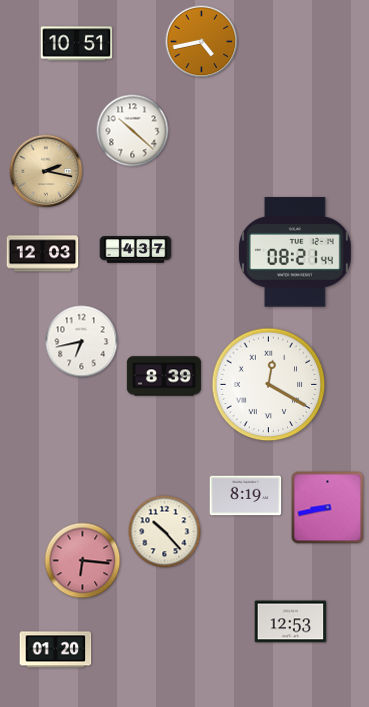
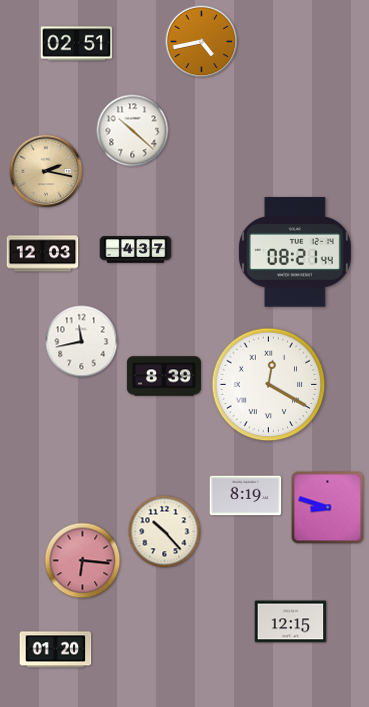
clock at (77, 44): 10:51 -> 02:51
clock at (82, 342): 6:43 -> 11:43
clock at (328, 508): 8:43 -> 8:48
clock at (291, 622): 12:53 -> 12:15
